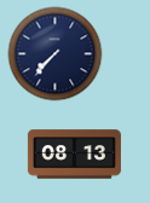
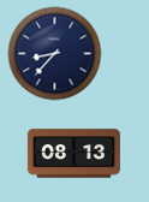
clock at (54, 53): 7:37 -> 8:37
